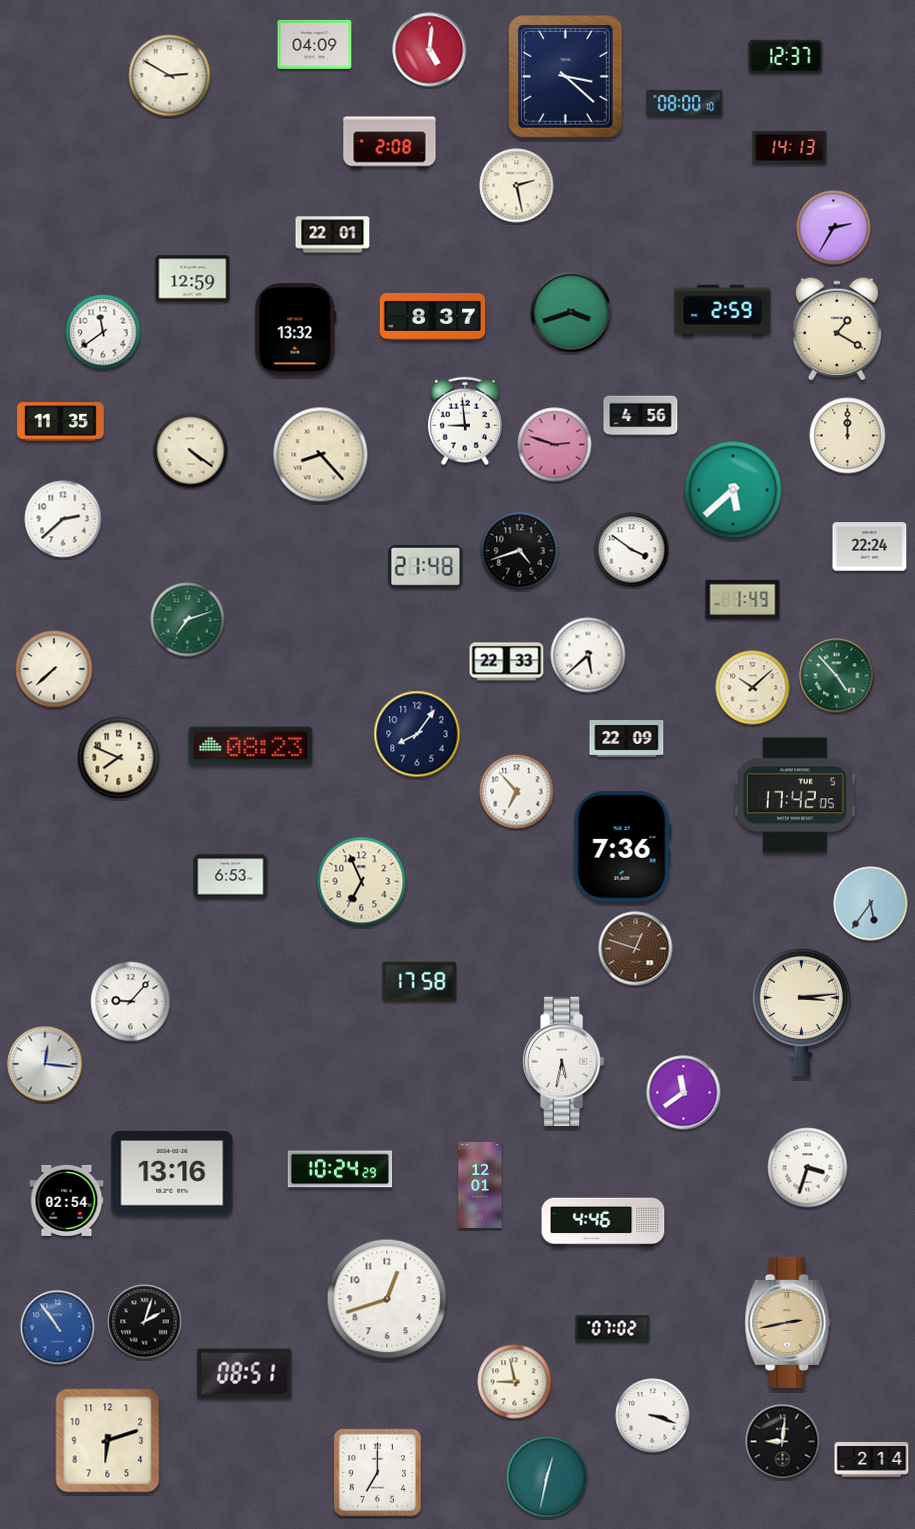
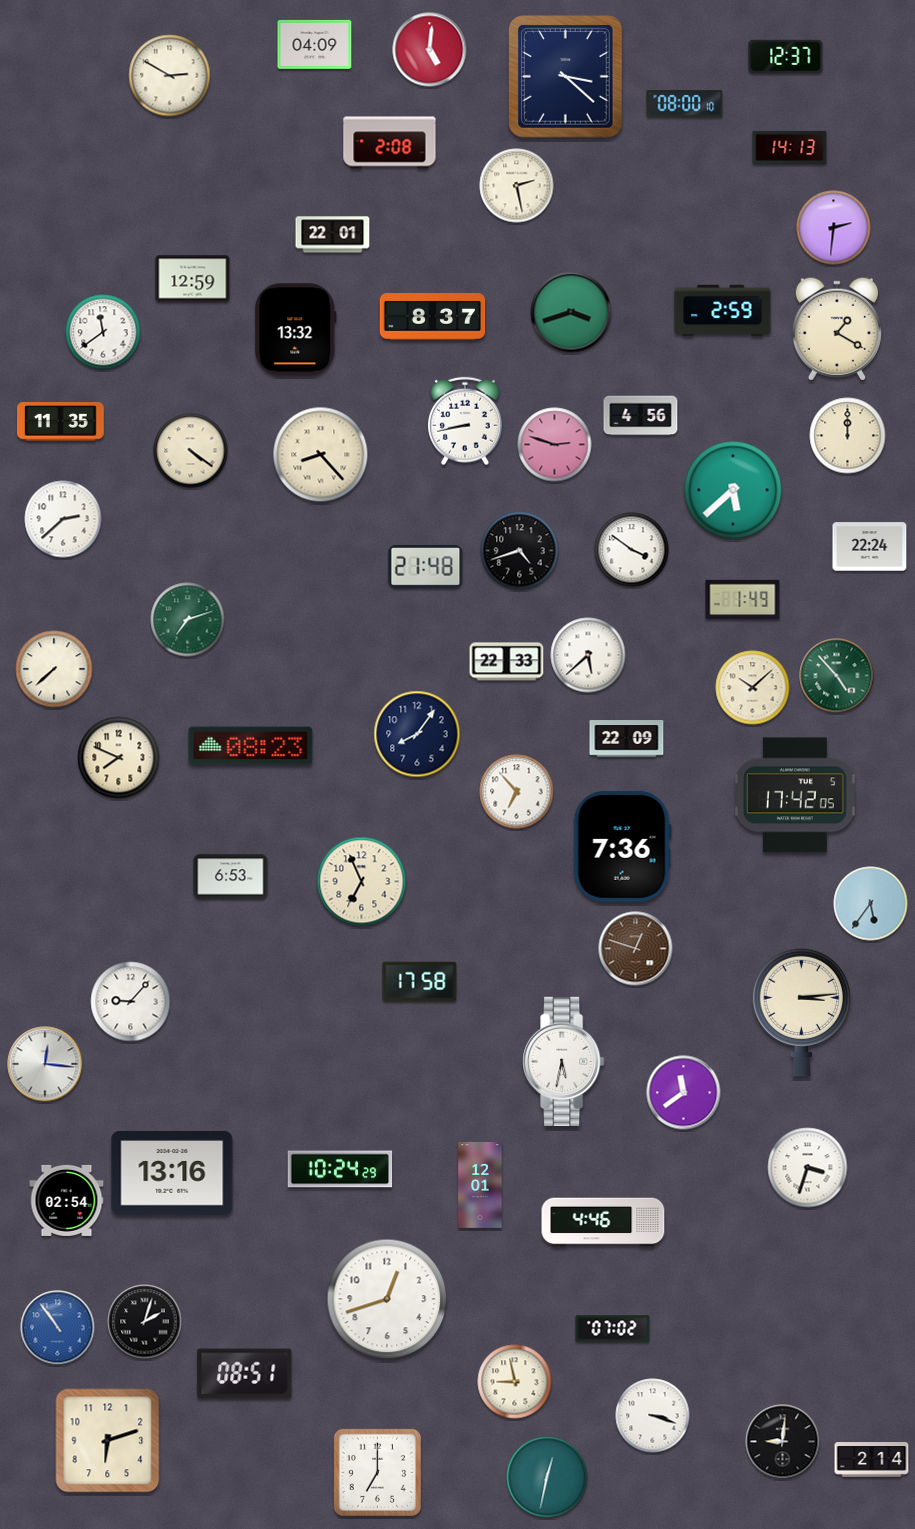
clock at (834, 228): 2:35 -> 2:31
clock at (466, 421): 8:59 -> 8:43
clock at (788, 1322): 2:43 -> none
